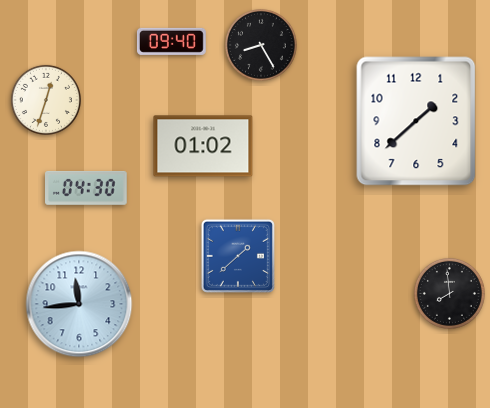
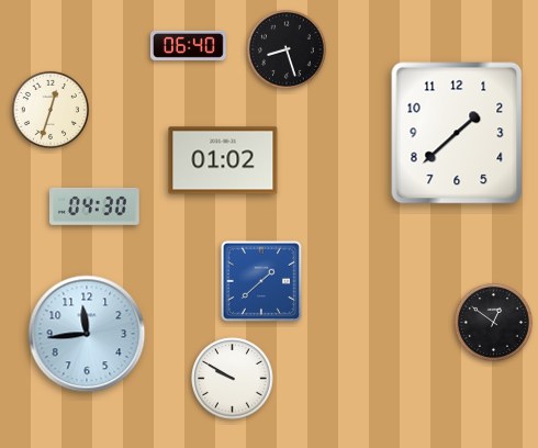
clock at (171, 41): 09:40 -> 06:40
clock at (261, 45): 8:25 -> 8:27
clock at (449, 293): 7:59 -> 12:51
clock at (233, 379): none -> 9:50
